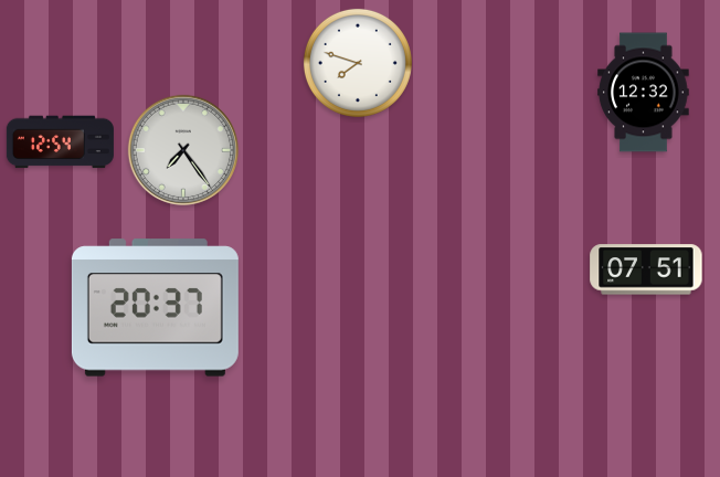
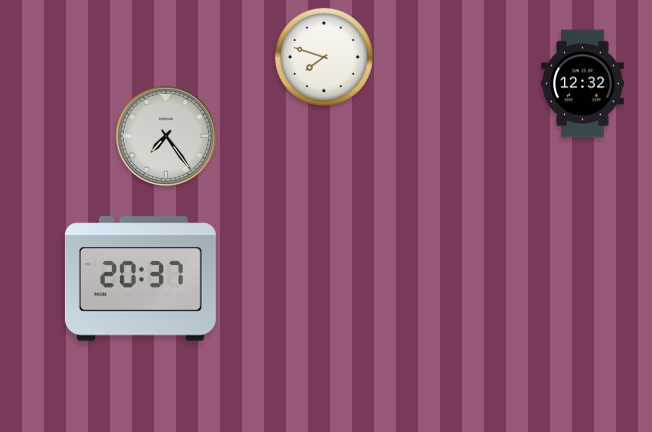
clock at (60, 142): 12:54 -> none
clock at (646, 269): 07:51 -> none
